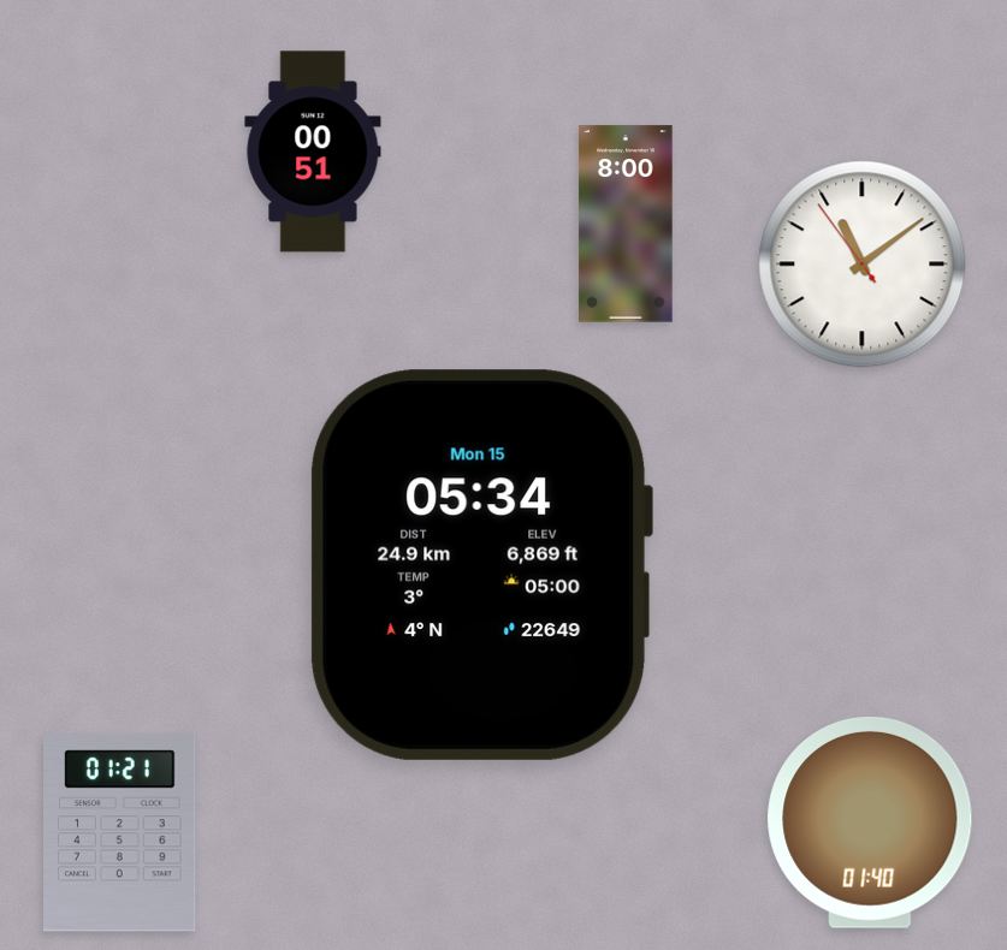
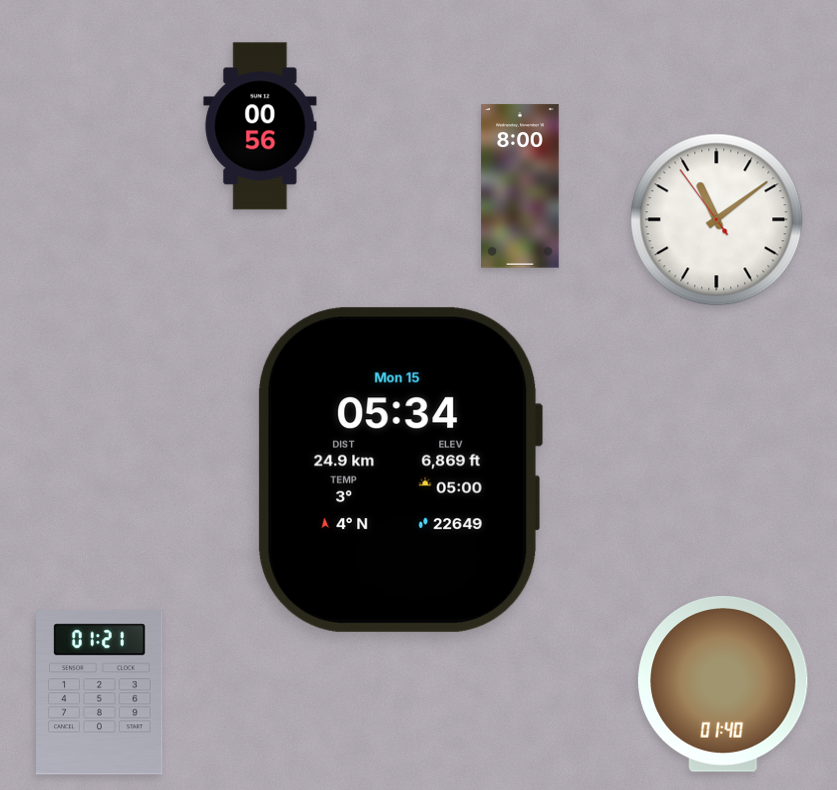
clock at (313, 152): 00:51 -> 00:56
